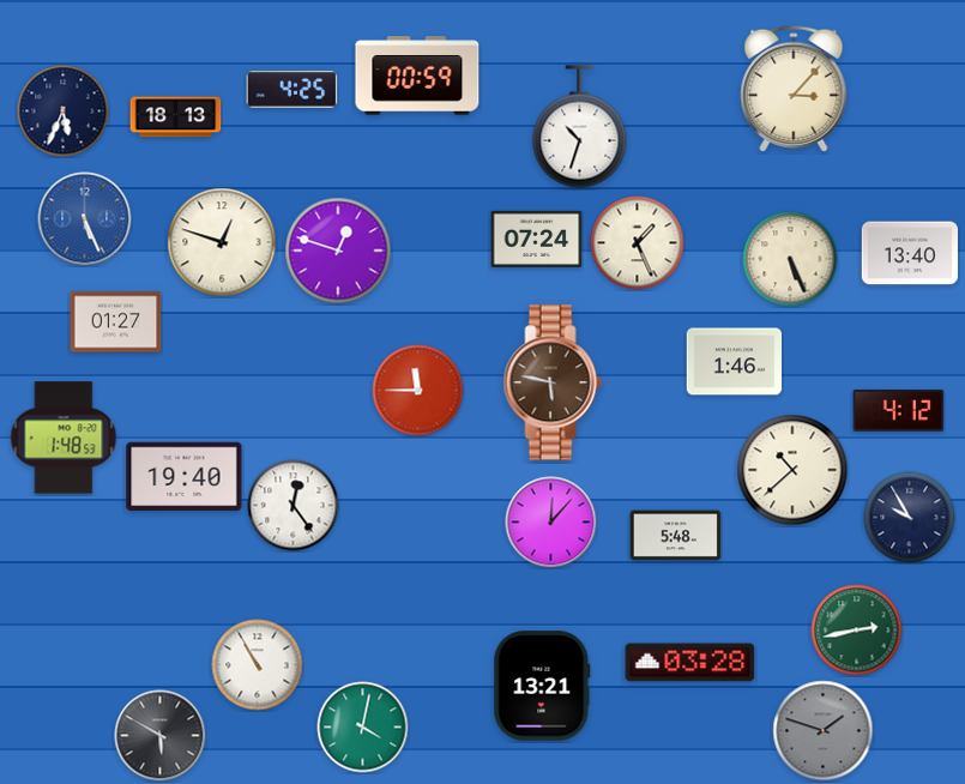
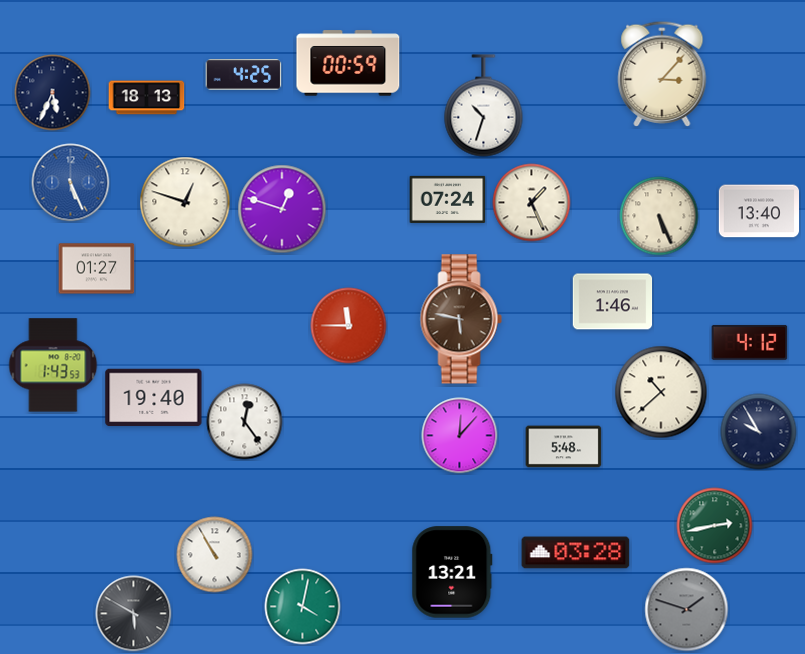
clock at (64, 438): 1:48 -> 1:43
